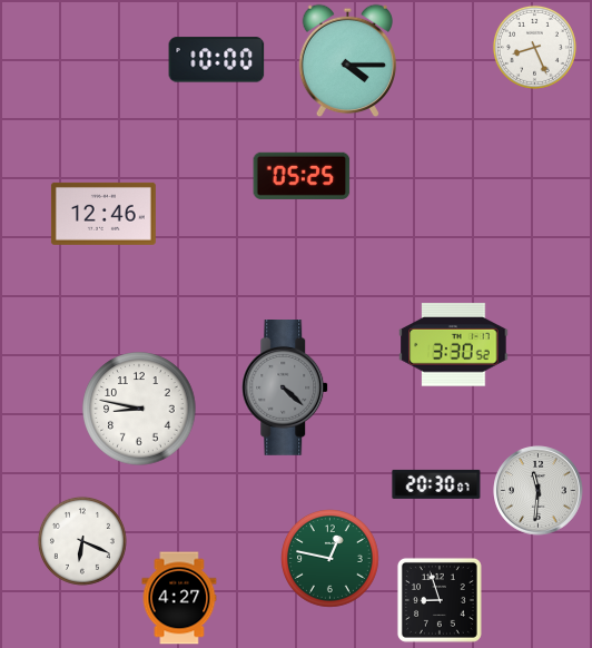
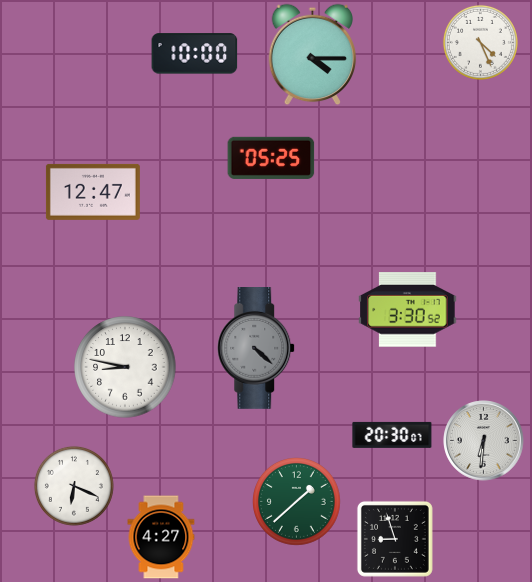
clock at (534, 47): 8:26 -> 4:26
clock at (103, 214): 12:46 -> 12:47
clock at (539, 491): 11:31 -> 6:31
clock at (330, 559): 12:47 -> 1:38
